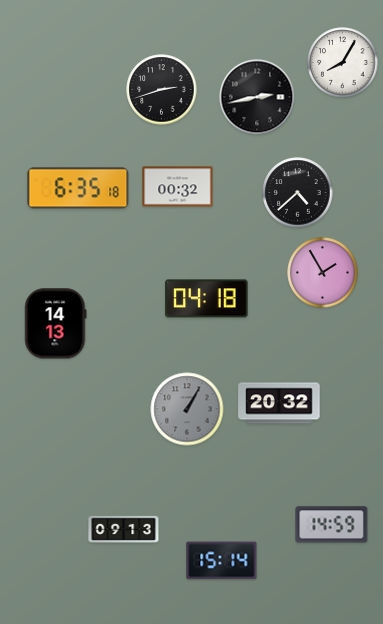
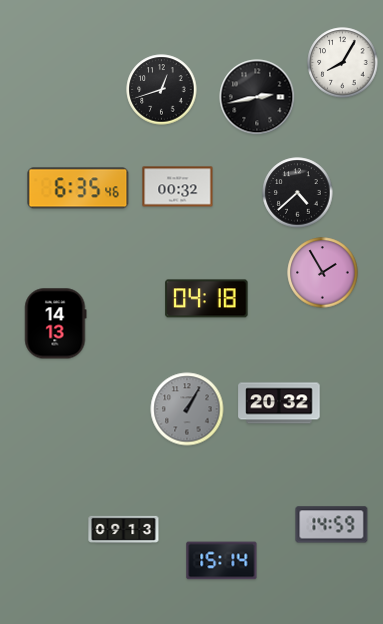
clock at (162, 90): 2:42 -> 12:42
clock at (78, 188): 6:35:18 -> 6:35:46
